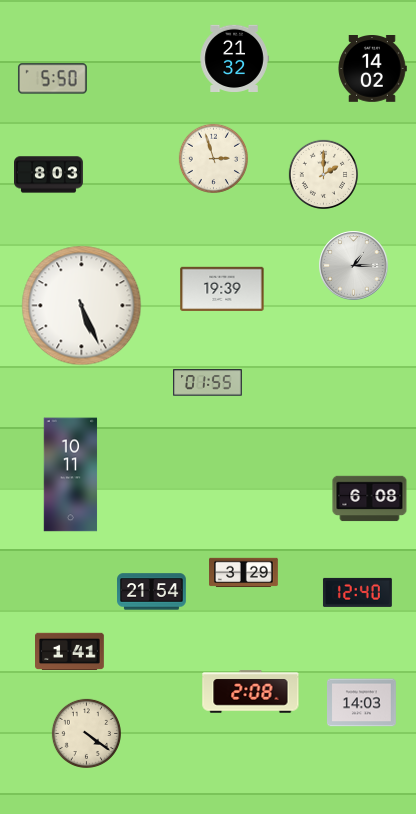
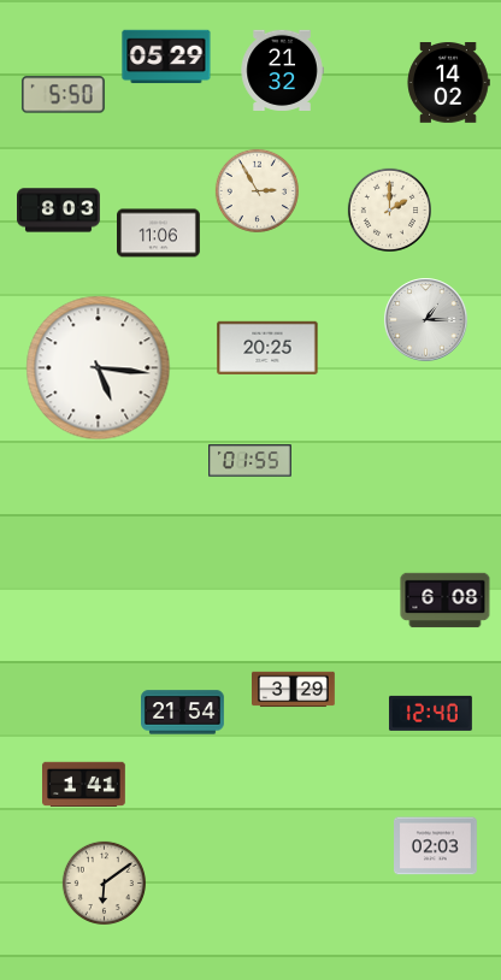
clock at (166, 57): none -> 05:29
clock at (213, 158): 2:57 -> 2:55
clock at (159, 234): none -> 11:06
clock at (222, 288): 19:39 -> 20:25
clock at (82, 306): 5:26 -> 5:16
clock at (71, 475): 10:11 -> none
clock at (251, 692): 2:08 -> none
clock at (362, 703): 14:03 -> 02:03
clock at (86, 733): 4:21 -> 6:09
